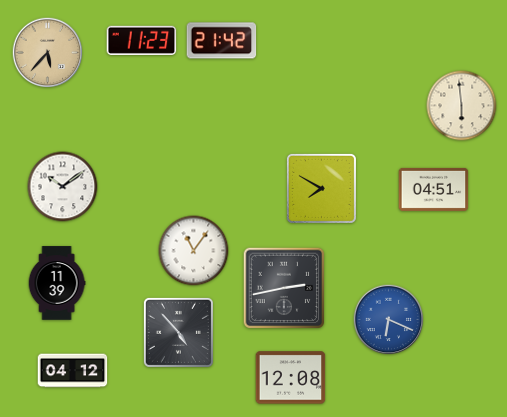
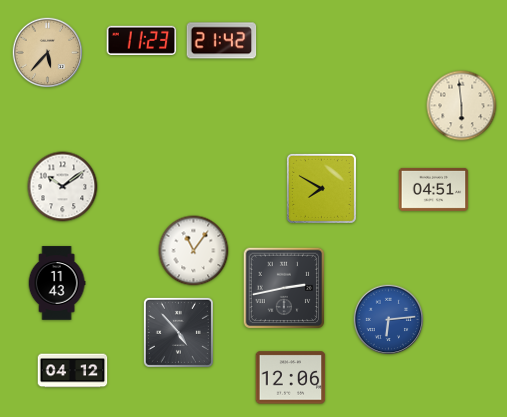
clock at (57, 283): 11:39 -> 11:43
clock at (389, 320): 6:19 -> 6:14
clock at (291, 378): 12:08 -> 12:06
